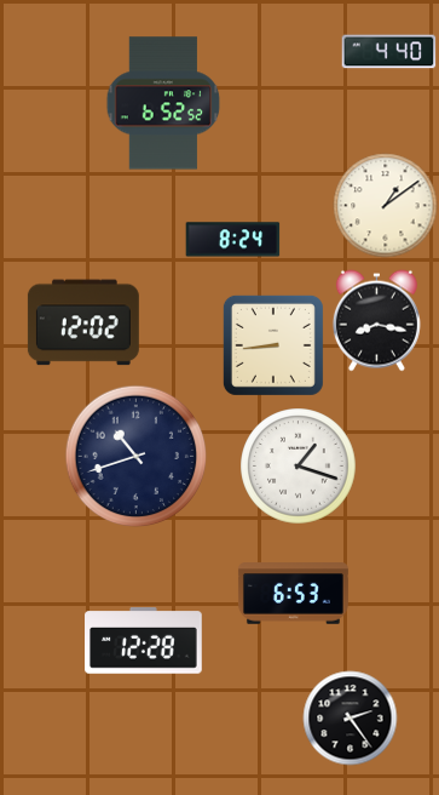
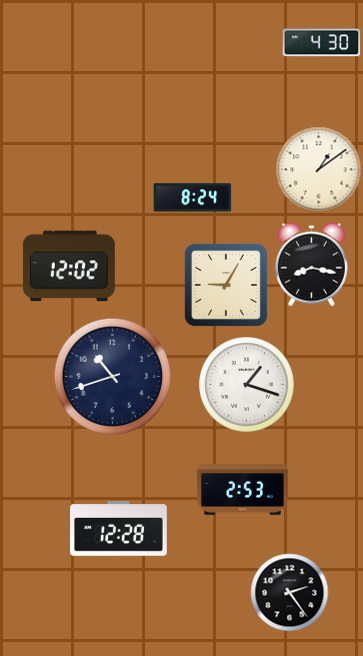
clock at (388, 52): 4:40 -> 4:30
clock at (163, 103): 6:52 -> none
clock at (273, 345): 8:44 -> 9:05
clock at (293, 594): 6:53 -> 2:53
